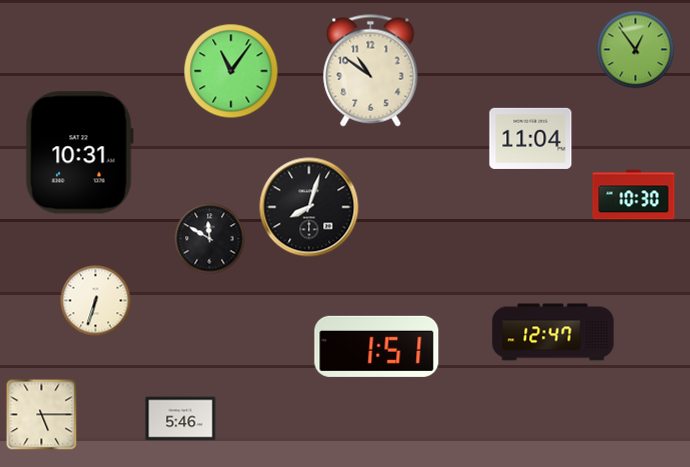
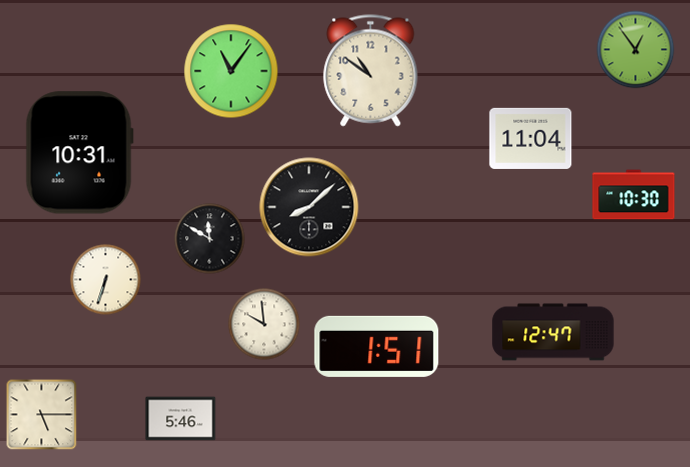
clock at (309, 207): 8:03 -> 8:08
clock at (96, 301) position: (96, 301) -> (106, 280)
clock at (264, 324): none -> 9:59
